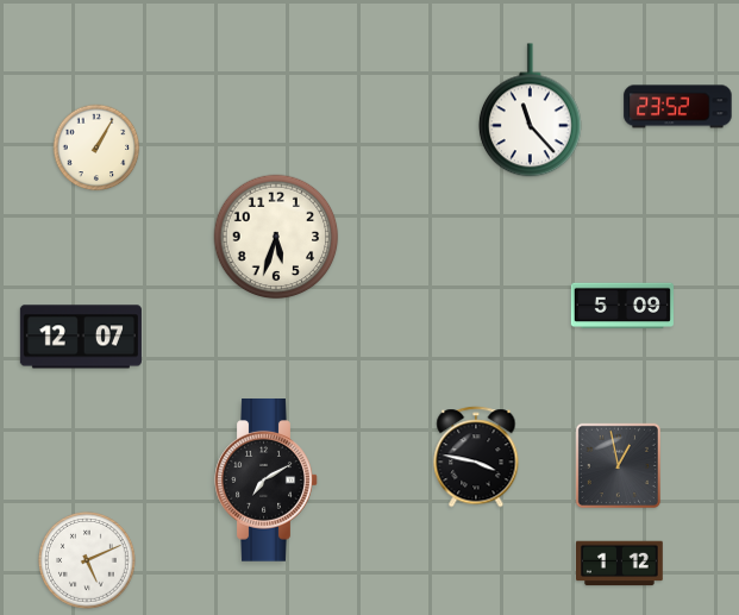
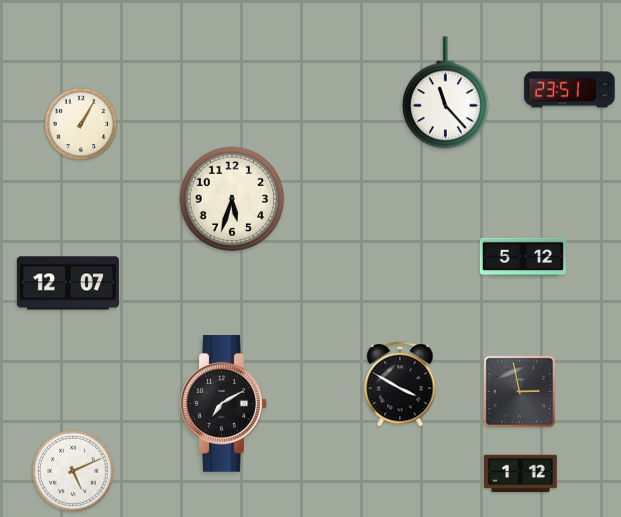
clock at (678, 107): 23:52 -> 23:51
clock at (622, 306): 5:09 -> 5:12
clock at (476, 457): 3:47 -> 3:50
clock at (618, 465): 12:58 -> 2:58
